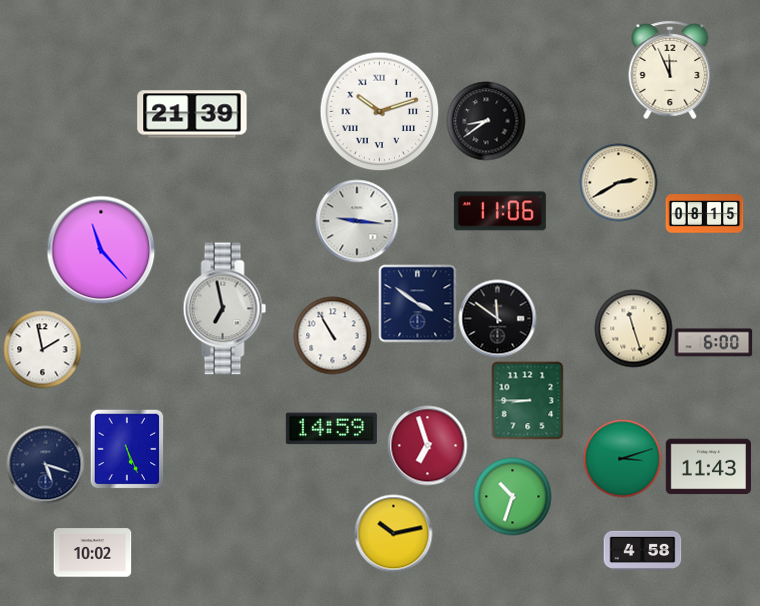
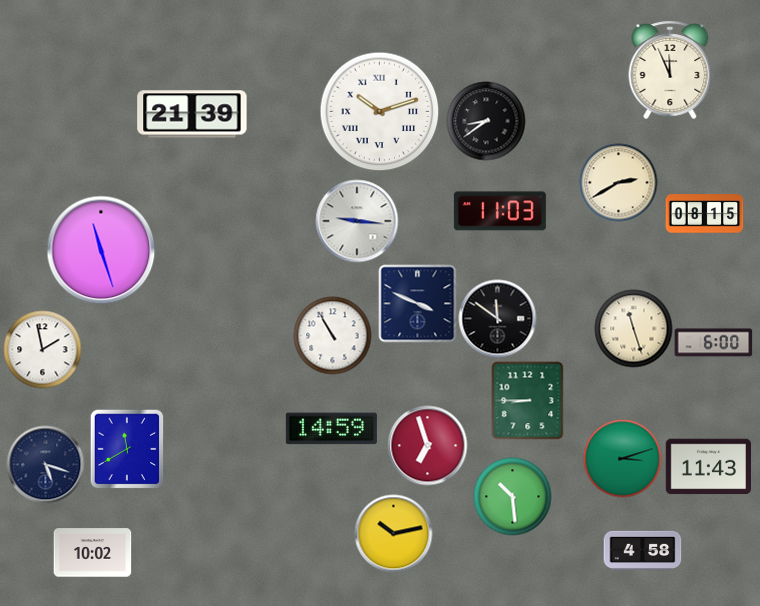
clock at (500, 211): 11:06 -> 11:03
clock at (101, 250): 11:23 -> 11:27
clock at (417, 303): 3:51 -> 3:49
clock at (225, 309): 6:58 -> none
clock at (127, 449): 5:26 -> 11:40
clock at (512, 496): 10:33 -> 10:29
